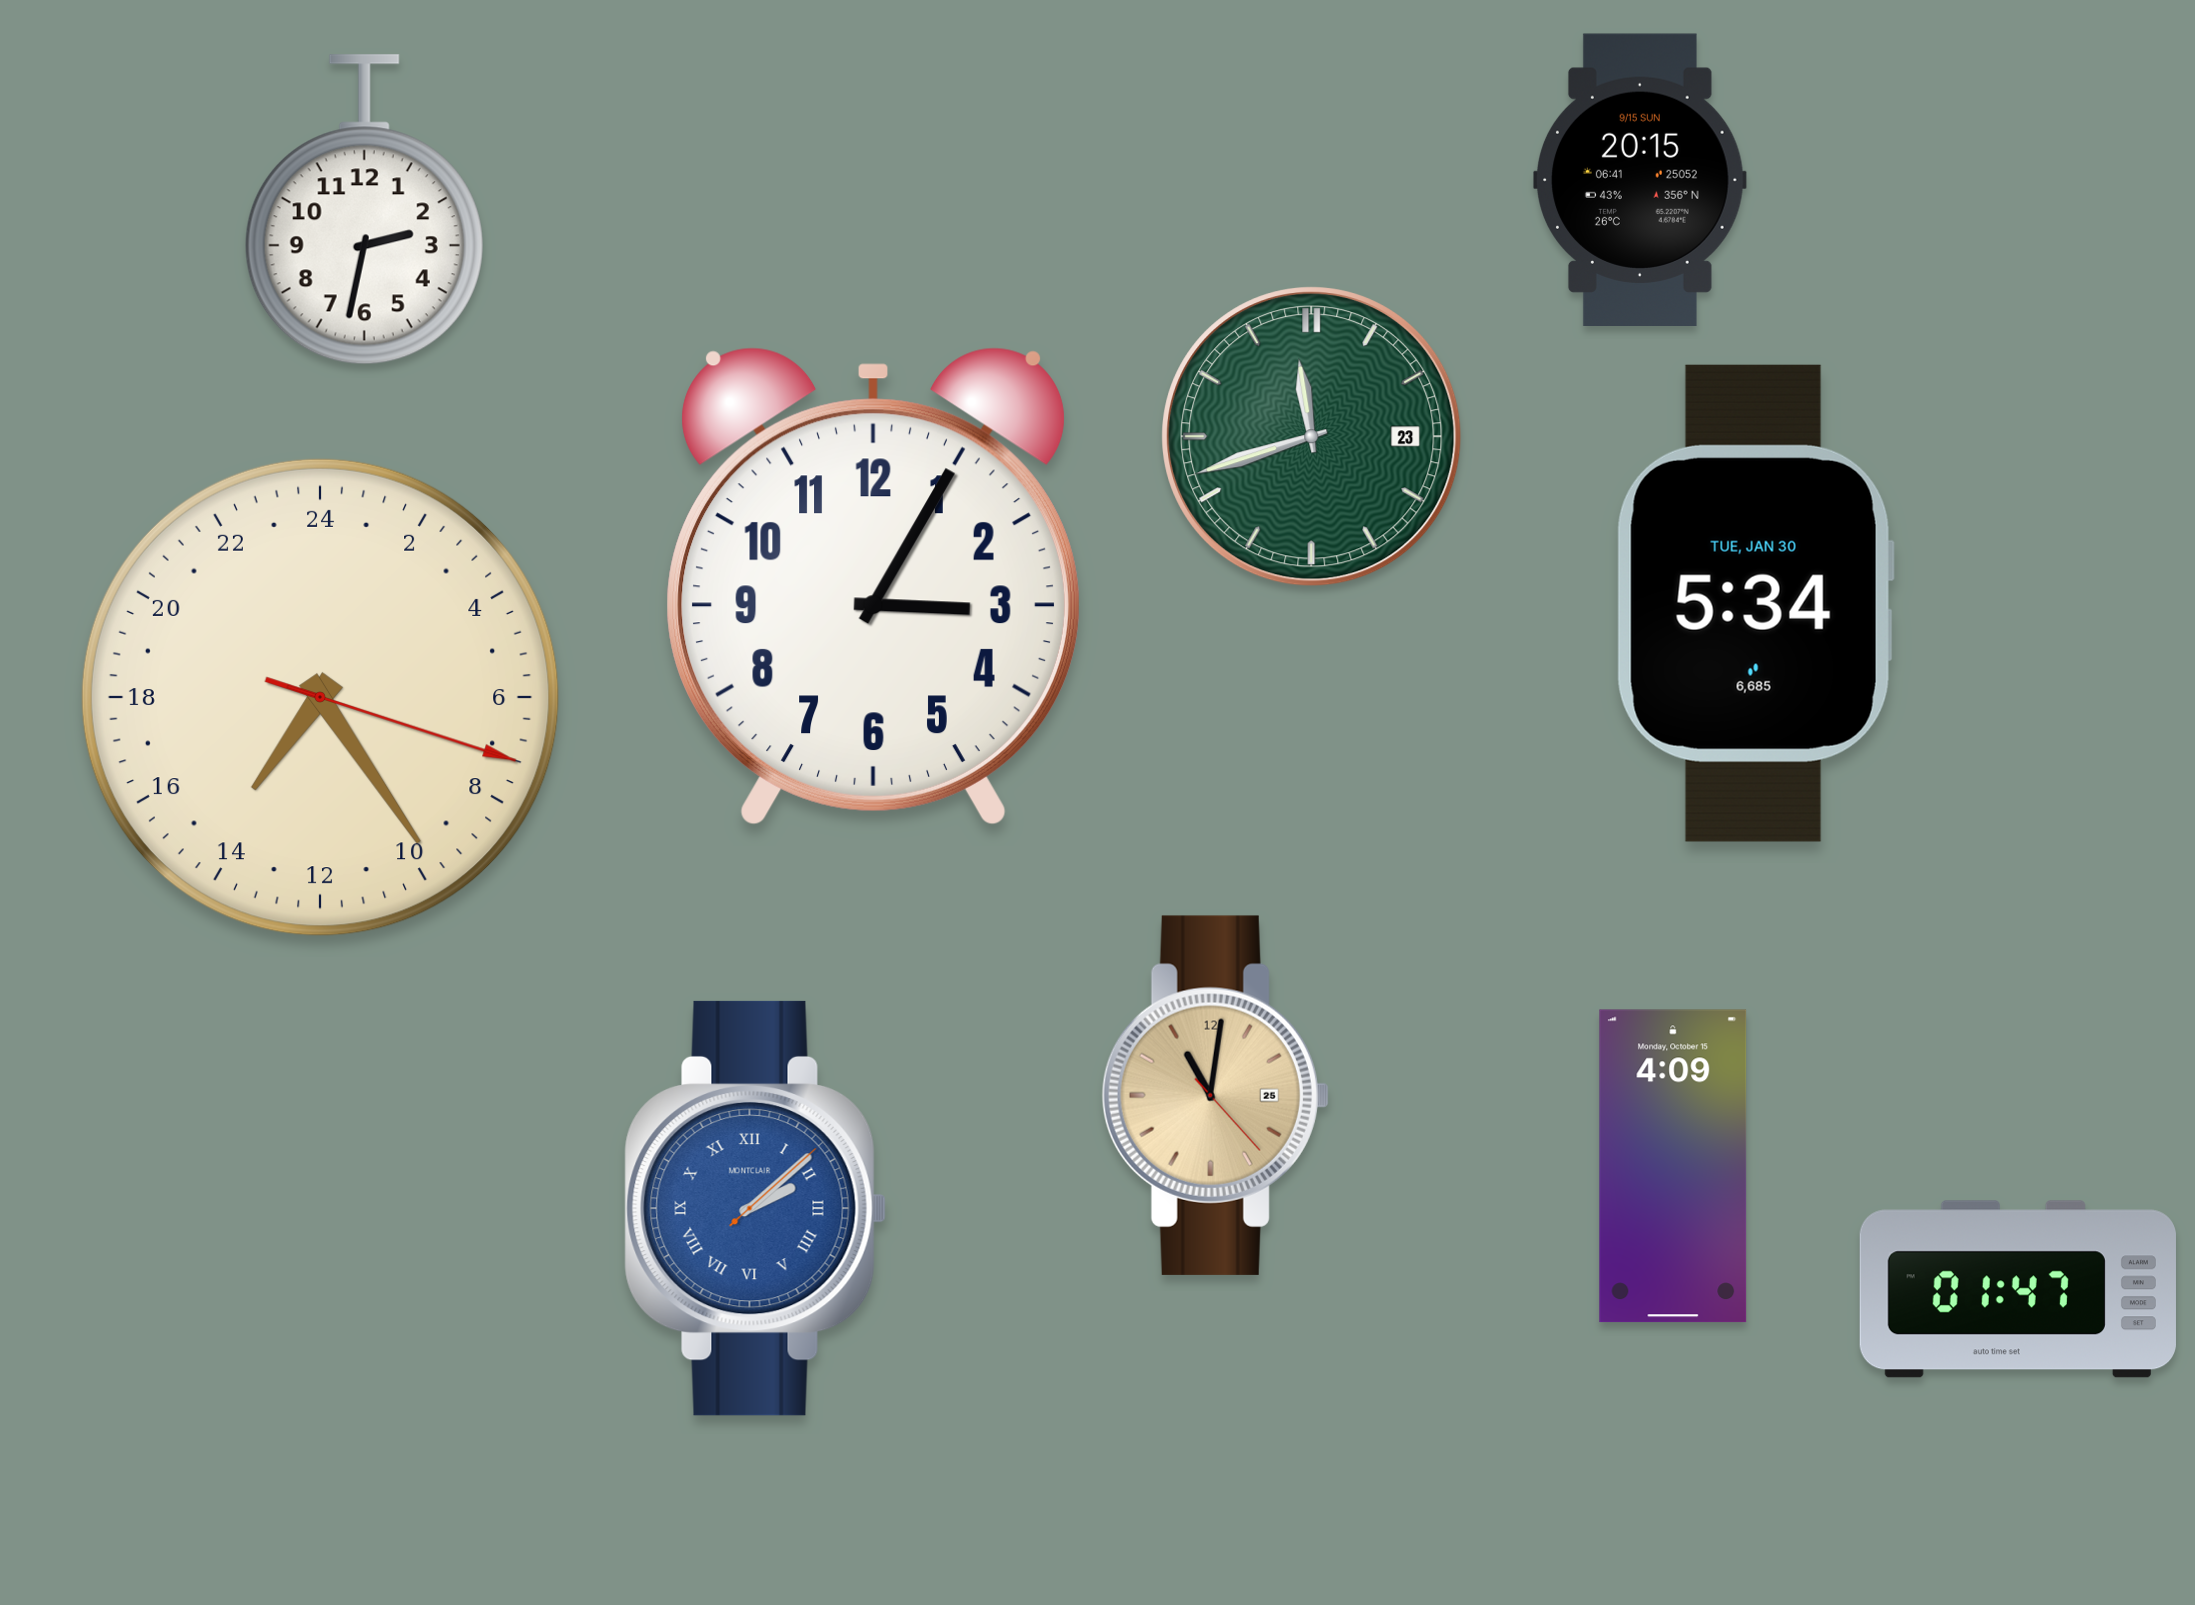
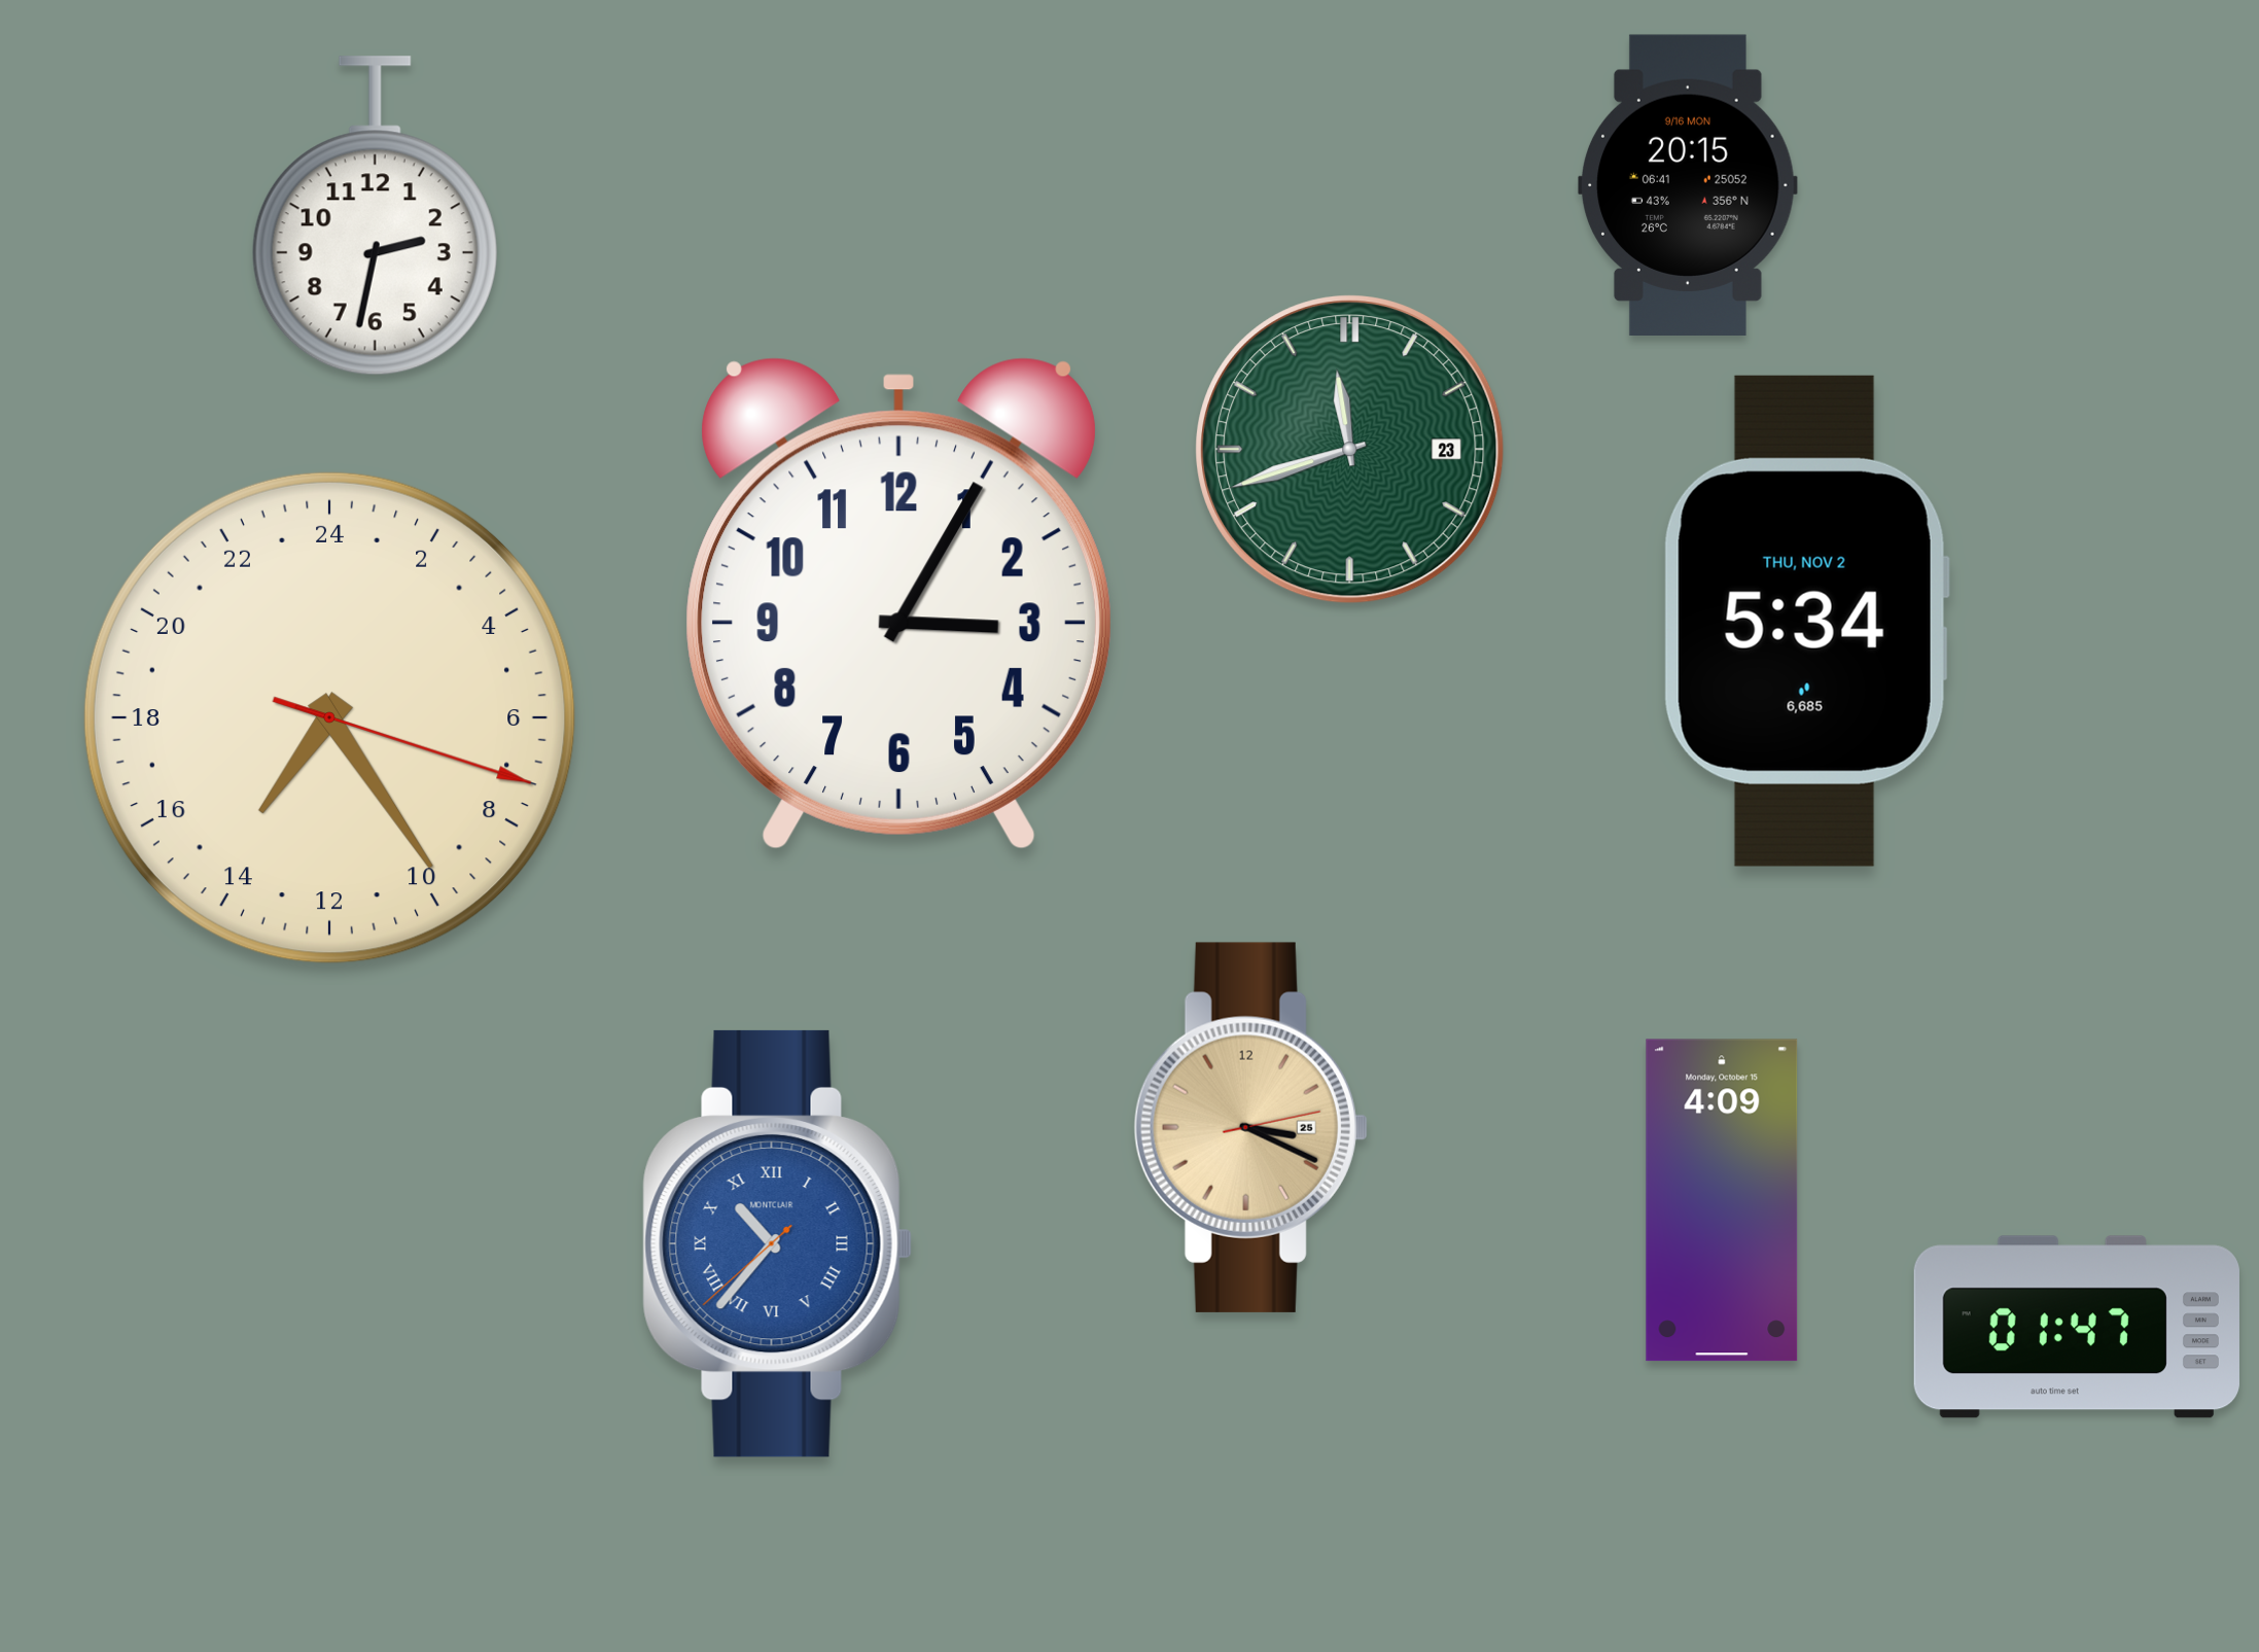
clock at (1641, 179) date: 9/15 SUN -> 9/16 MON
clock at (1755, 603) date: TUE, JAN 30 -> THU, NOV 2
clock at (1215, 1095): 11:01 -> 3:19
clock at (755, 1208): 2:08 -> 10:36
